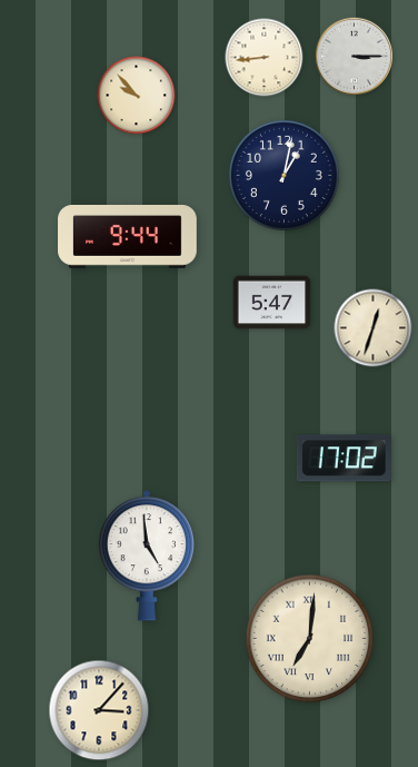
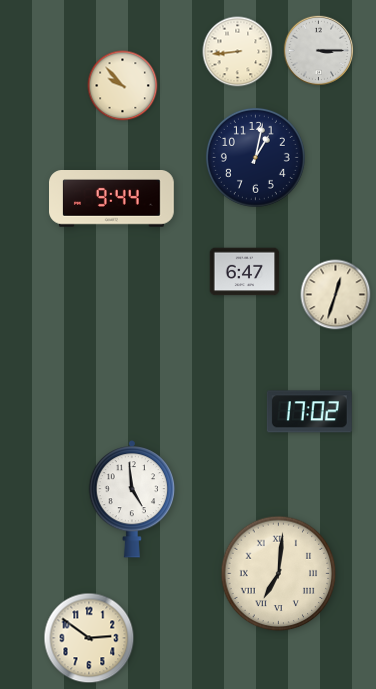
clock at (128, 237) position: (128, 237) -> (112, 199)
clock at (272, 303): 5:47 -> 6:47
clock at (99, 710): 3:07 -> 2:51
